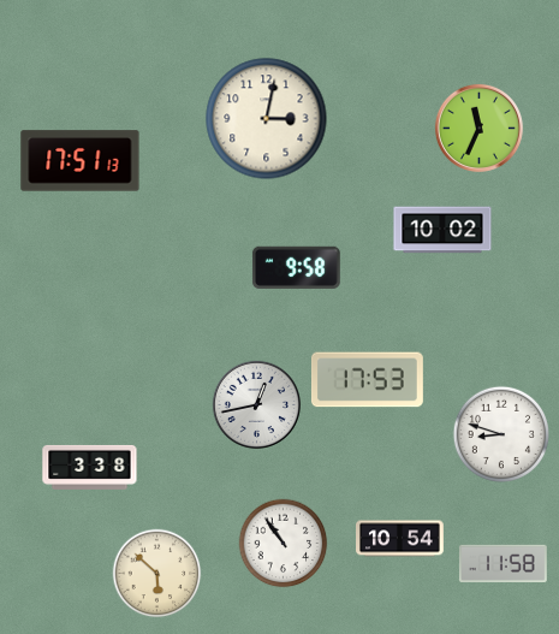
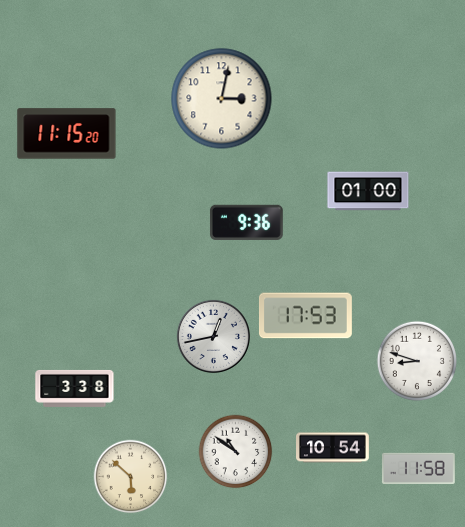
clock at (478, 128): 11:34 -> none
clock at (81, 161): 17:51 -> 11:15
clock at (442, 230): 10:02 -> 01:00
clock at (296, 267): 9:58 -> 9:36
clock at (284, 544): 10:54 -> 10:51
